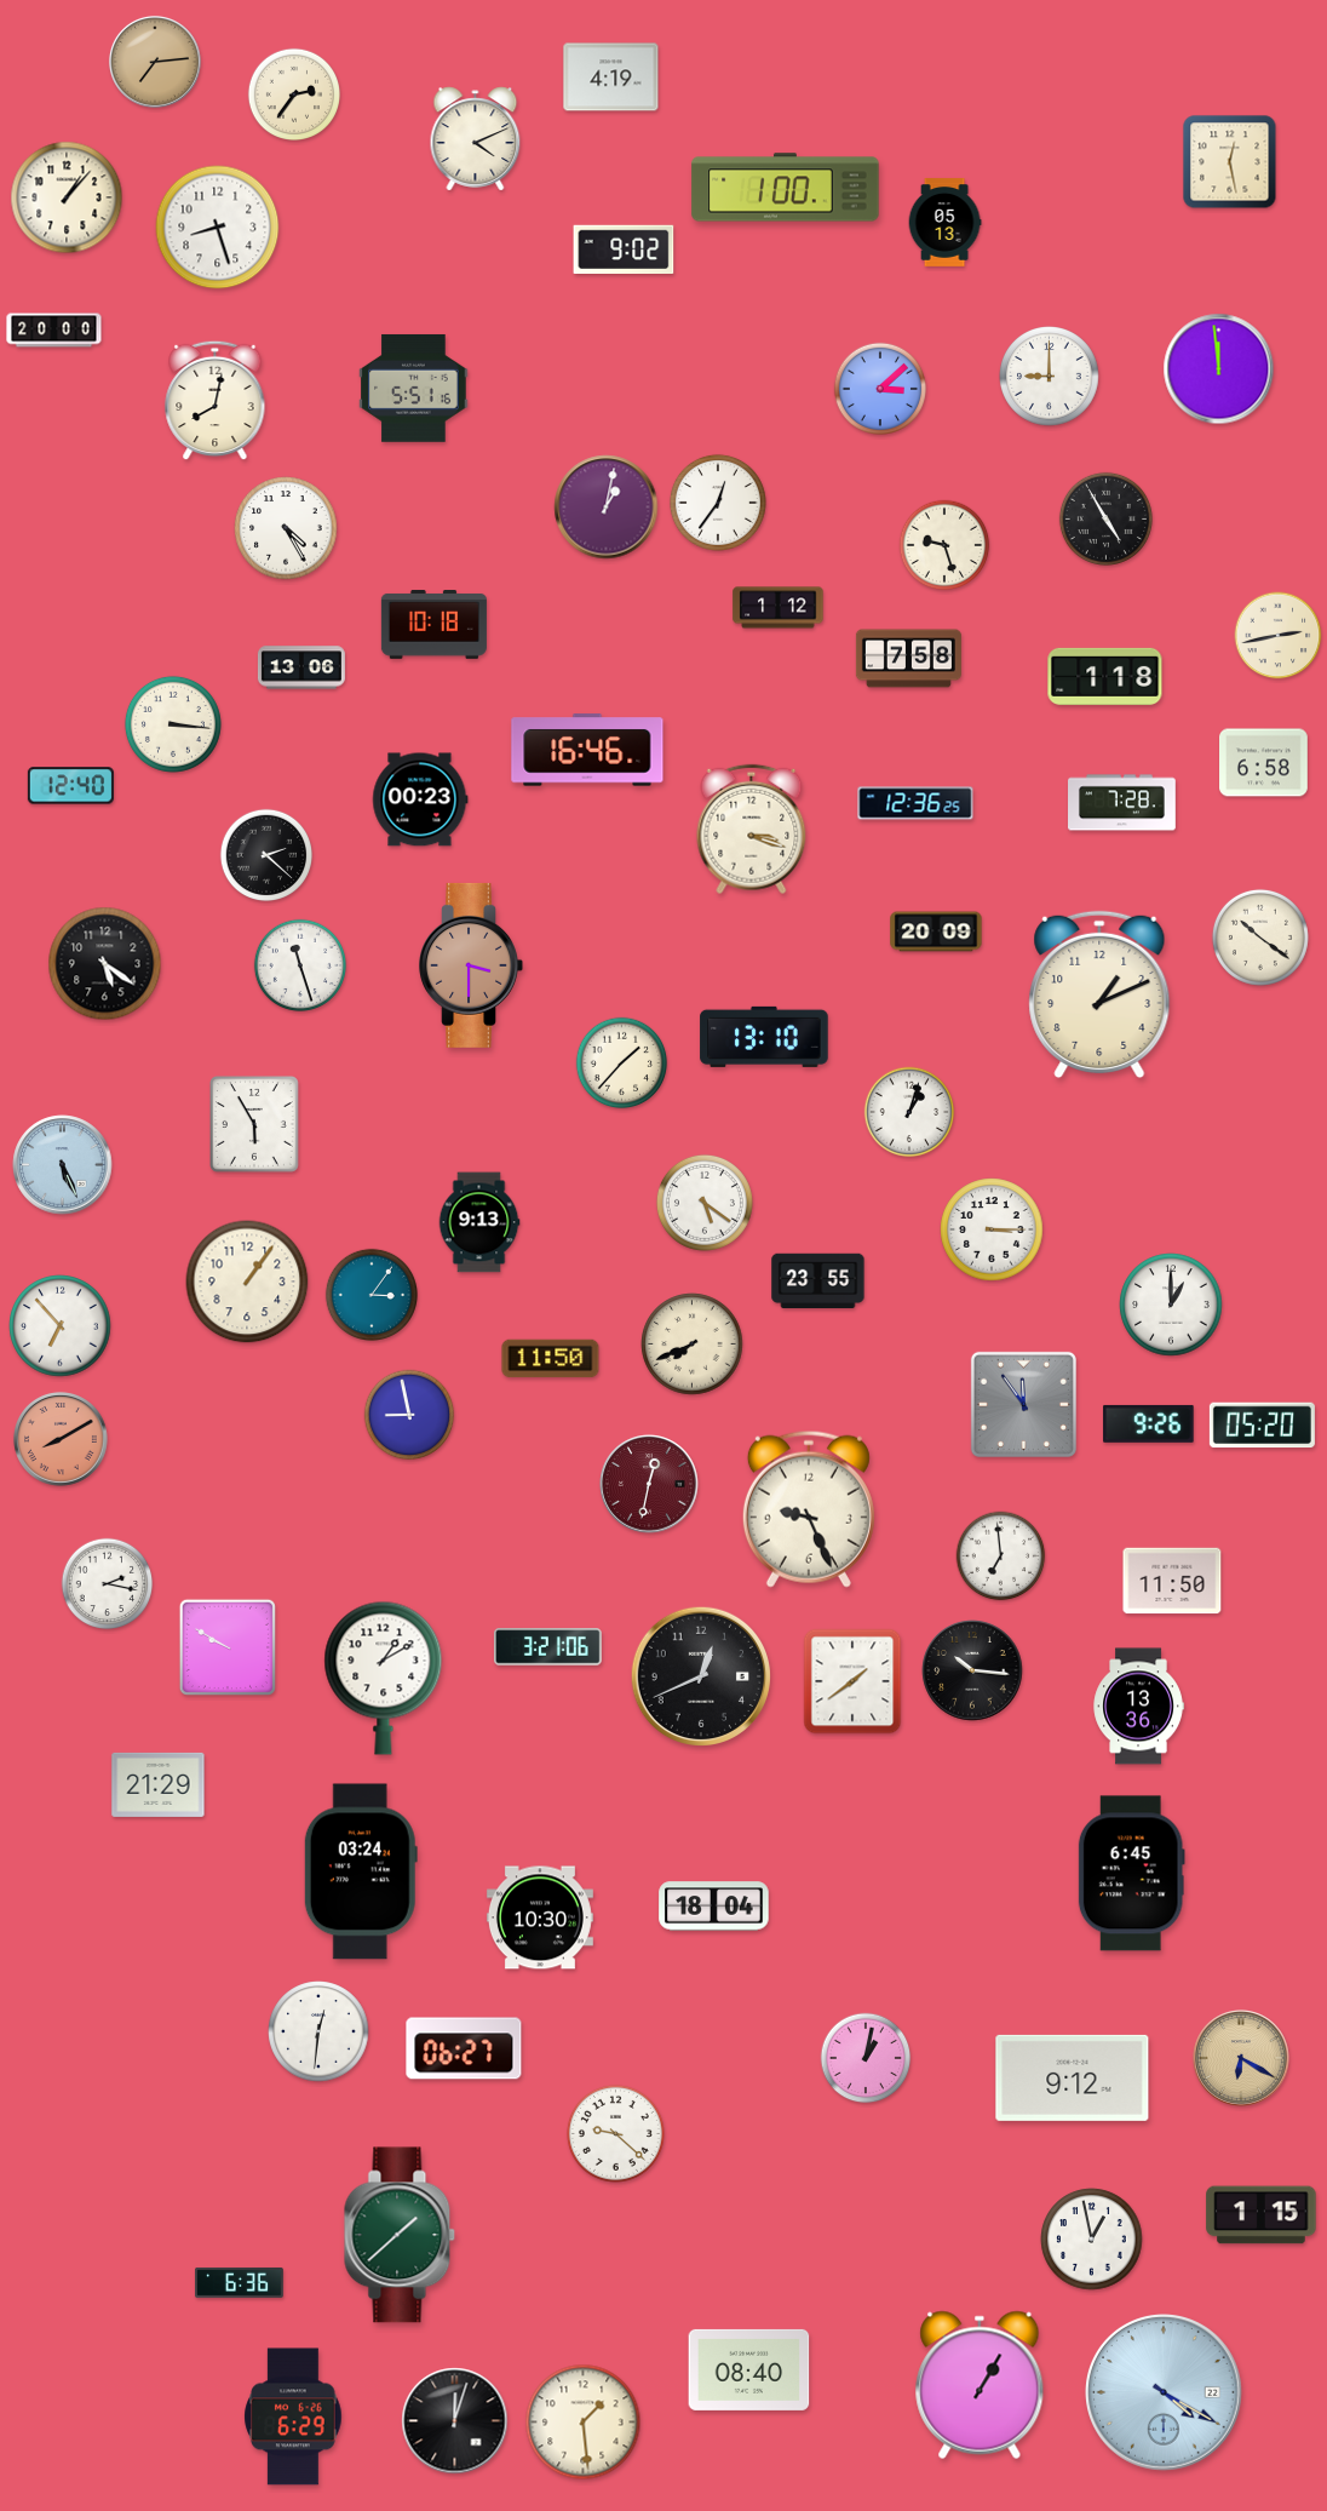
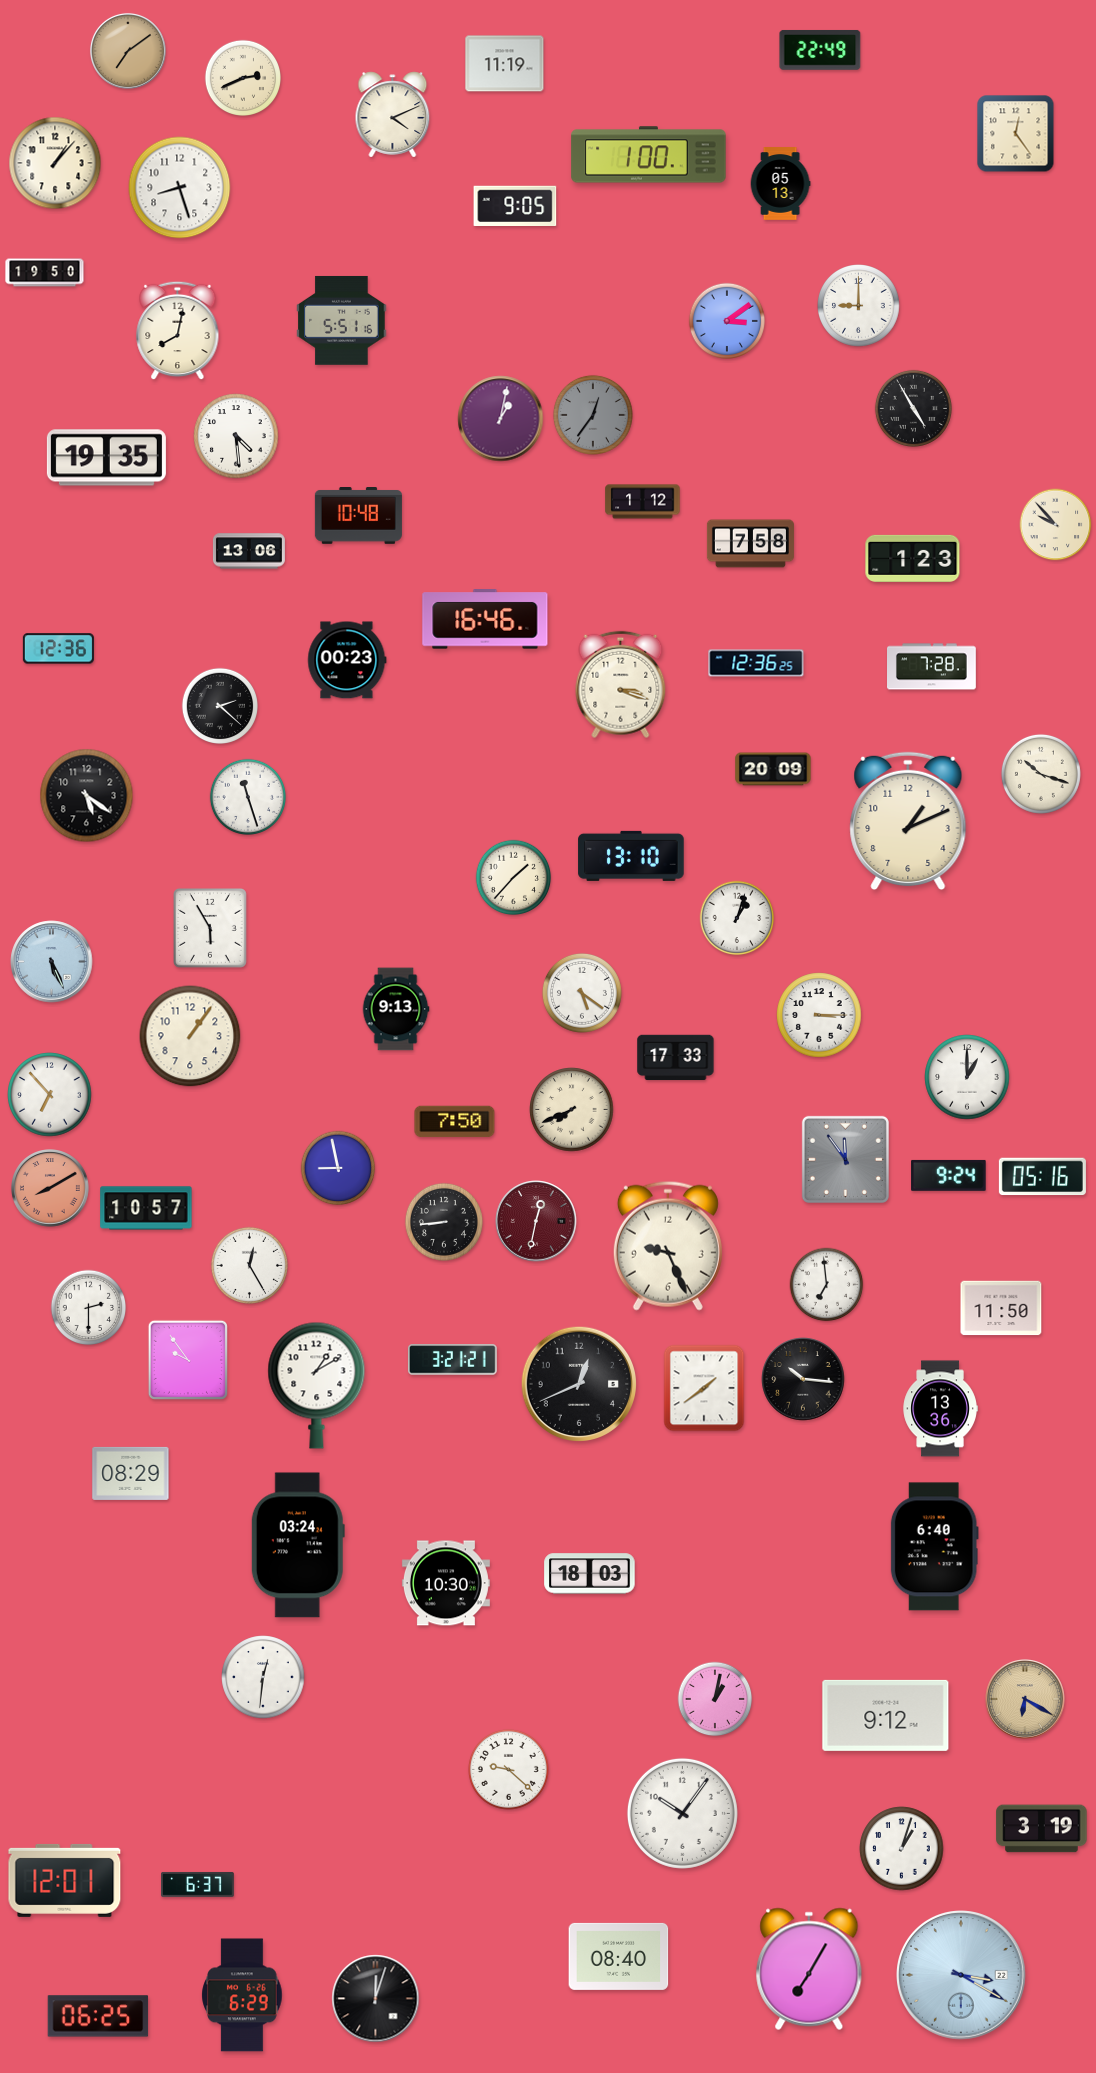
clock at (820, 50): none -> 22:49
clock at (155, 62): 7:14 -> 7:09
clock at (611, 78): 4:19 -> 11:19
clock at (293, 93): 2:36 -> 2:41
clock at (1230, 162): 12:28 -> 12:24
clock at (624, 248): 9:02 -> 9:05
clock at (54, 331): 20:00 -> 19:50
clock at (1219, 369): 11:59 -> none
clock at (1050, 377) position: (1050, 377) -> (859, 306)
clock at (879, 388): 3:08 -> 3:09
clock at (718, 503) dial: white -> grey
clock at (1105, 518) position: (1105, 518) -> (913, 408)
clock at (286, 528): 4:25 -> 4:29
clock at (944, 545): 9:27 -> none
clock at (106, 458): none -> 19:35
clock at (433, 625): 10:18 -> 10:48
clock at (1279, 636): 2:43 -> 9:53
clock at (1105, 676): 1:18 -> 1:23
clock at (173, 724): 3:16 -> none
clock at (1264, 763): 6:58 -> none
clock at (70, 786): 12:40 -> 12:36
clock at (1122, 803) position: (1122, 803) -> (932, 667)
clock at (1260, 938): 10:21 -> 10:18
clock at (471, 965): 3:30 -> none
clock at (909, 1112) position: (909, 1112) -> (737, 918)
clock at (247, 1282) position: (247, 1282) -> (190, 1036)
clock at (818, 1282): 23:55 -> 17:33
clock at (370, 1294): 3:06 -> none
clock at (551, 1359): 11:50 -> 7:50
clock at (1149, 1423): 9:26 -> 9:24
clock at (1262, 1426): 05:20 -> 05:16
clock at (146, 1208): none -> 10:57
clock at (444, 1222): none -> 8:44
clock at (649, 1484) position: (649, 1484) -> (536, 1221)
clock at (249, 1265): none -> 12:25
clock at (1172, 1581) position: (1172, 1581) -> (1001, 1308)
clock at (108, 1584): 2:17 -> 2:30
clock at (228, 1647): 9:50 -> 9:54
clock at (548, 1647): 3:21:06 -> 3:21:21
clock at (159, 1784): 21:29 -> 08:29
clock at (1131, 1874): 6:45 -> 6:40
clock at (714, 1907): 18:04 -> 18:03
clock at (464, 2048): 06:27 -> none
clock at (615, 2133) position: (615, 2133) -> (508, 1769)
clock at (682, 1813): none -> 10:06
clock at (1262, 2215): 1:15 -> 3:19
clock at (400, 2235): 1:38 -> none
clock at (1092, 2240): 12:58 -> 1:03
clock at (65, 1880): none -> 12:01
clock at (240, 2282): 6:36 -> 6:37
clock at (980, 2385): 1:05 -> 7:05
clock at (1165, 2394): 4:20 -> 3:20
clock at (584, 2423): 1:29 -> none
clock at (98, 2016): none -> 06:25
